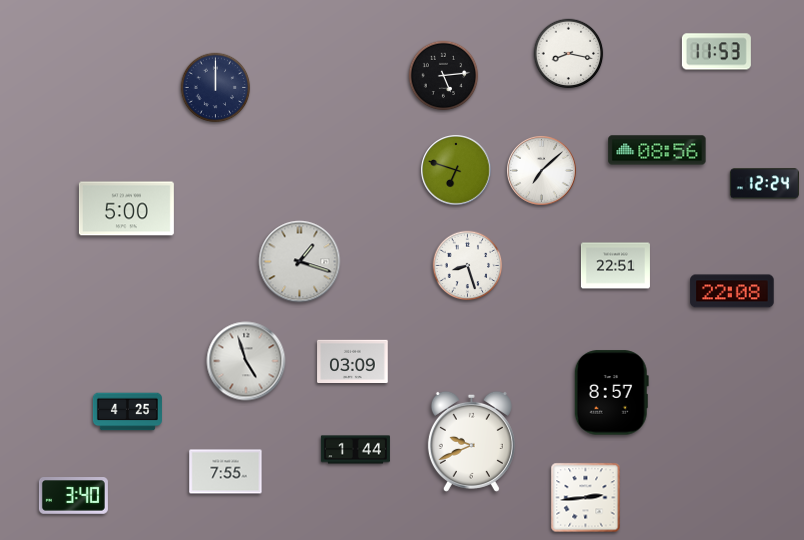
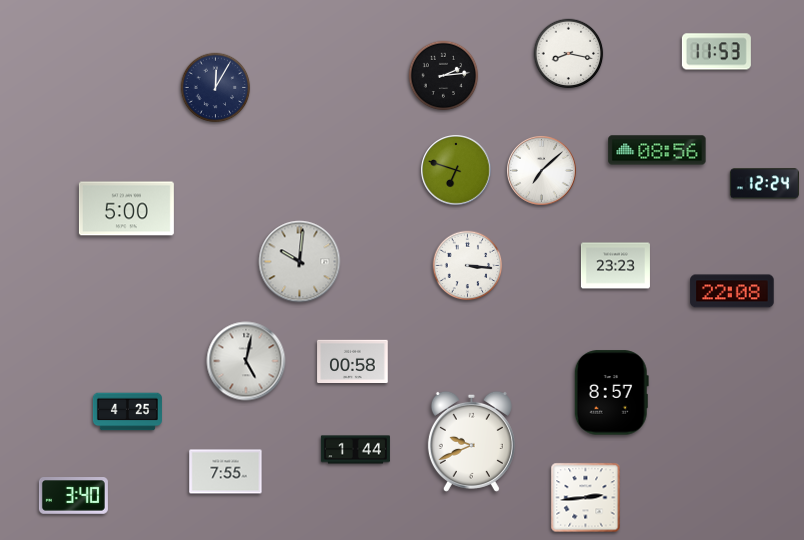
clock at (444, 76): 5:14 -> 2:14
clock at (216, 88): 12:00 -> 12:05
clock at (300, 262): 1:18 -> 10:01
clock at (468, 266): 8:27 -> 3:16
clock at (615, 266): 22:51 -> 23:23
clock at (246, 361): 4:57 -> 5:02
clock at (353, 362): 03:09 -> 00:58
